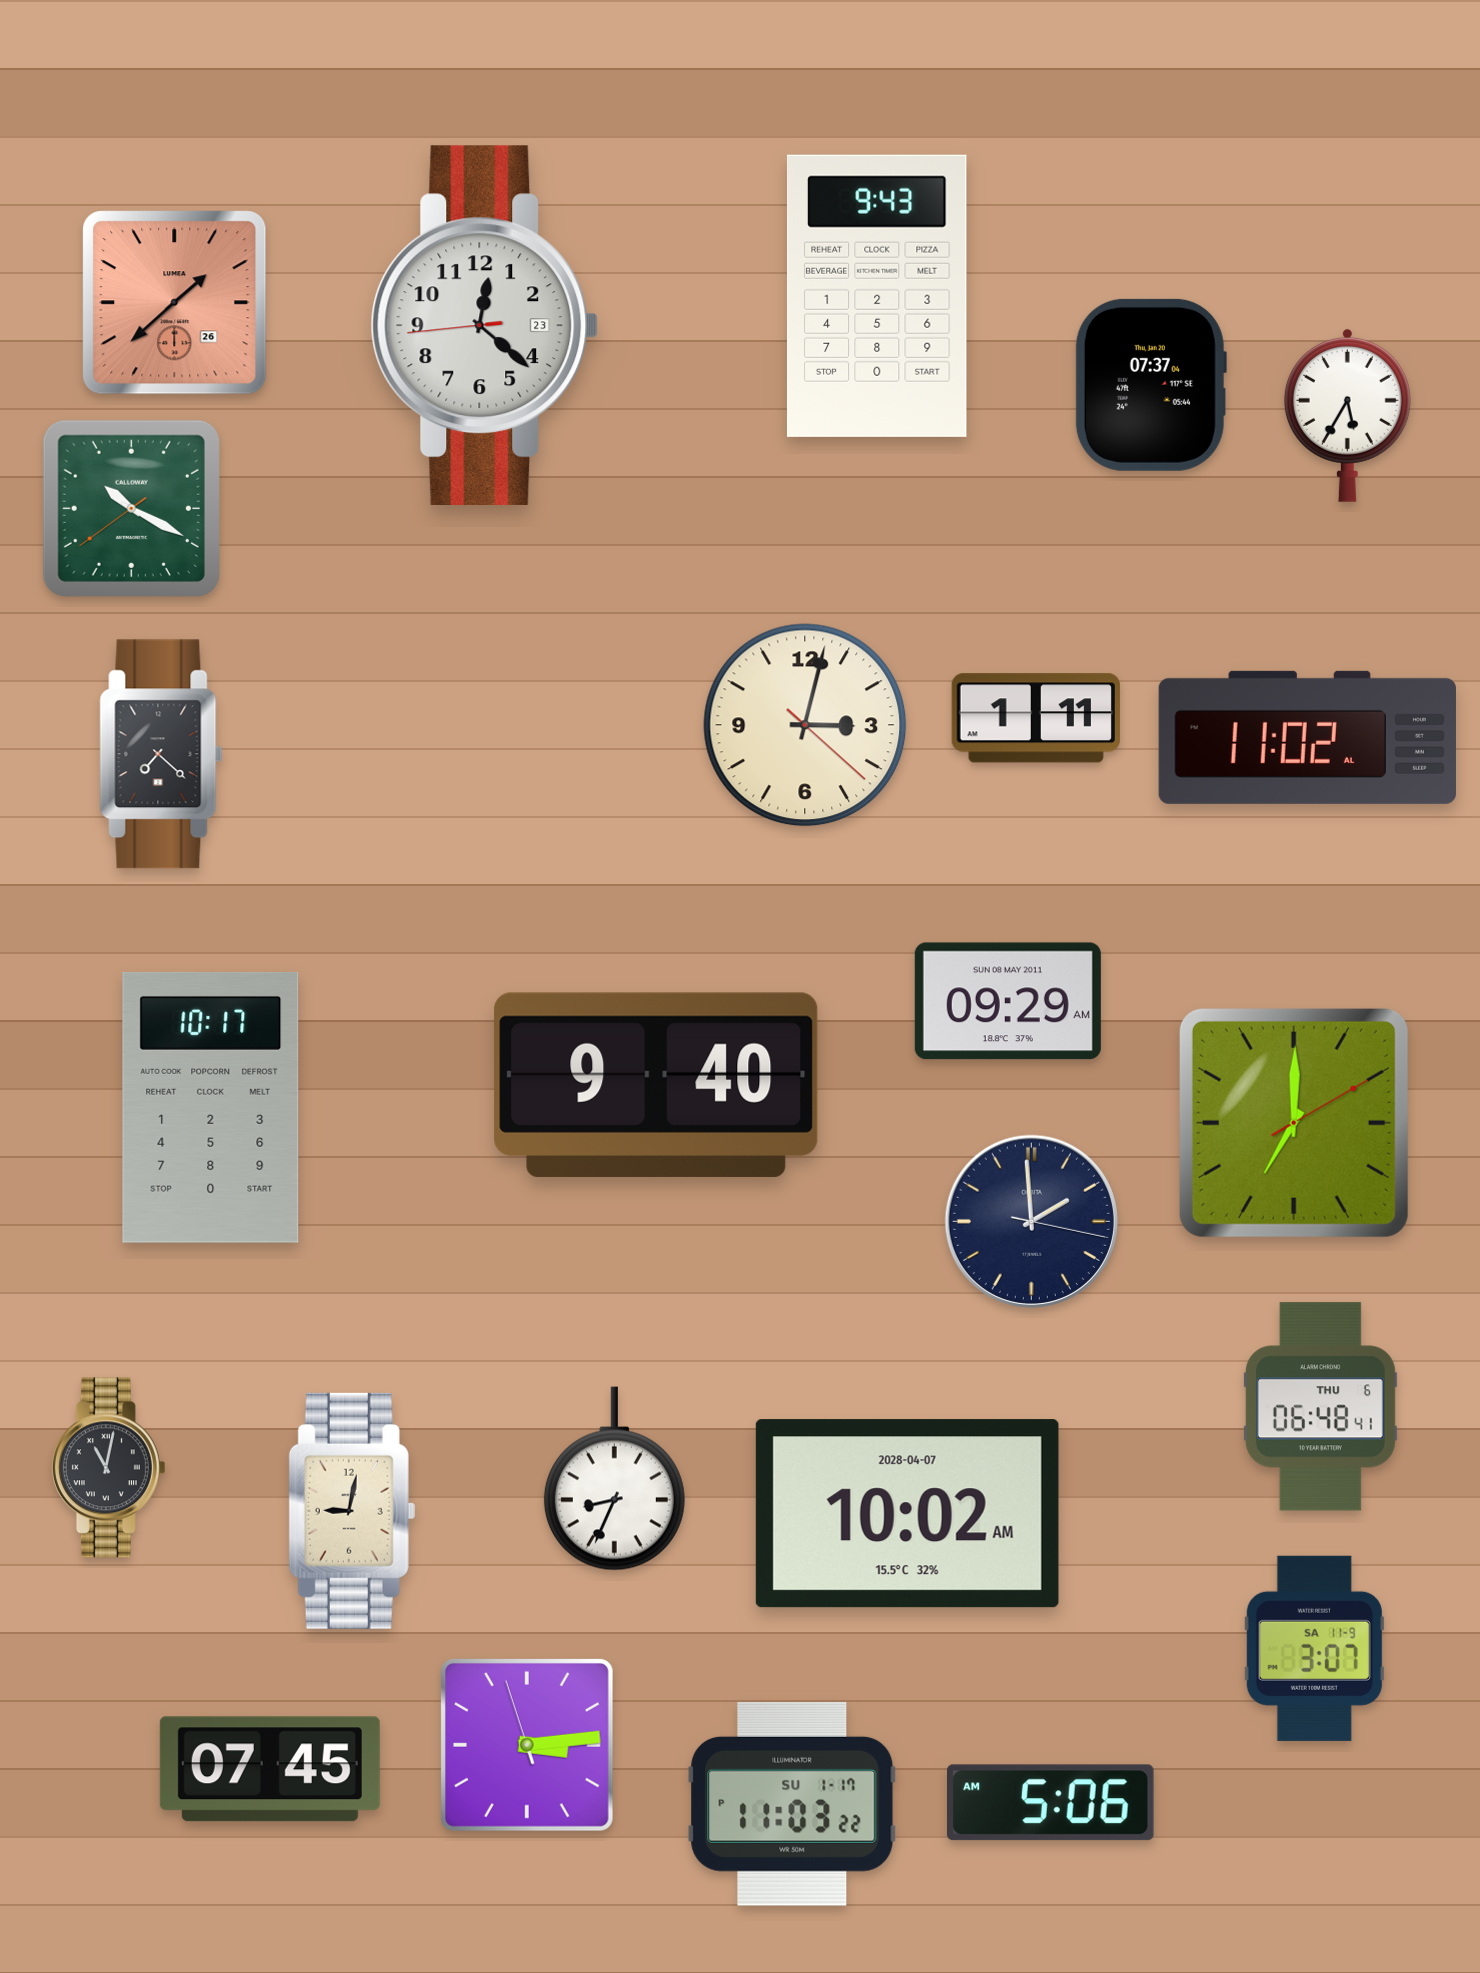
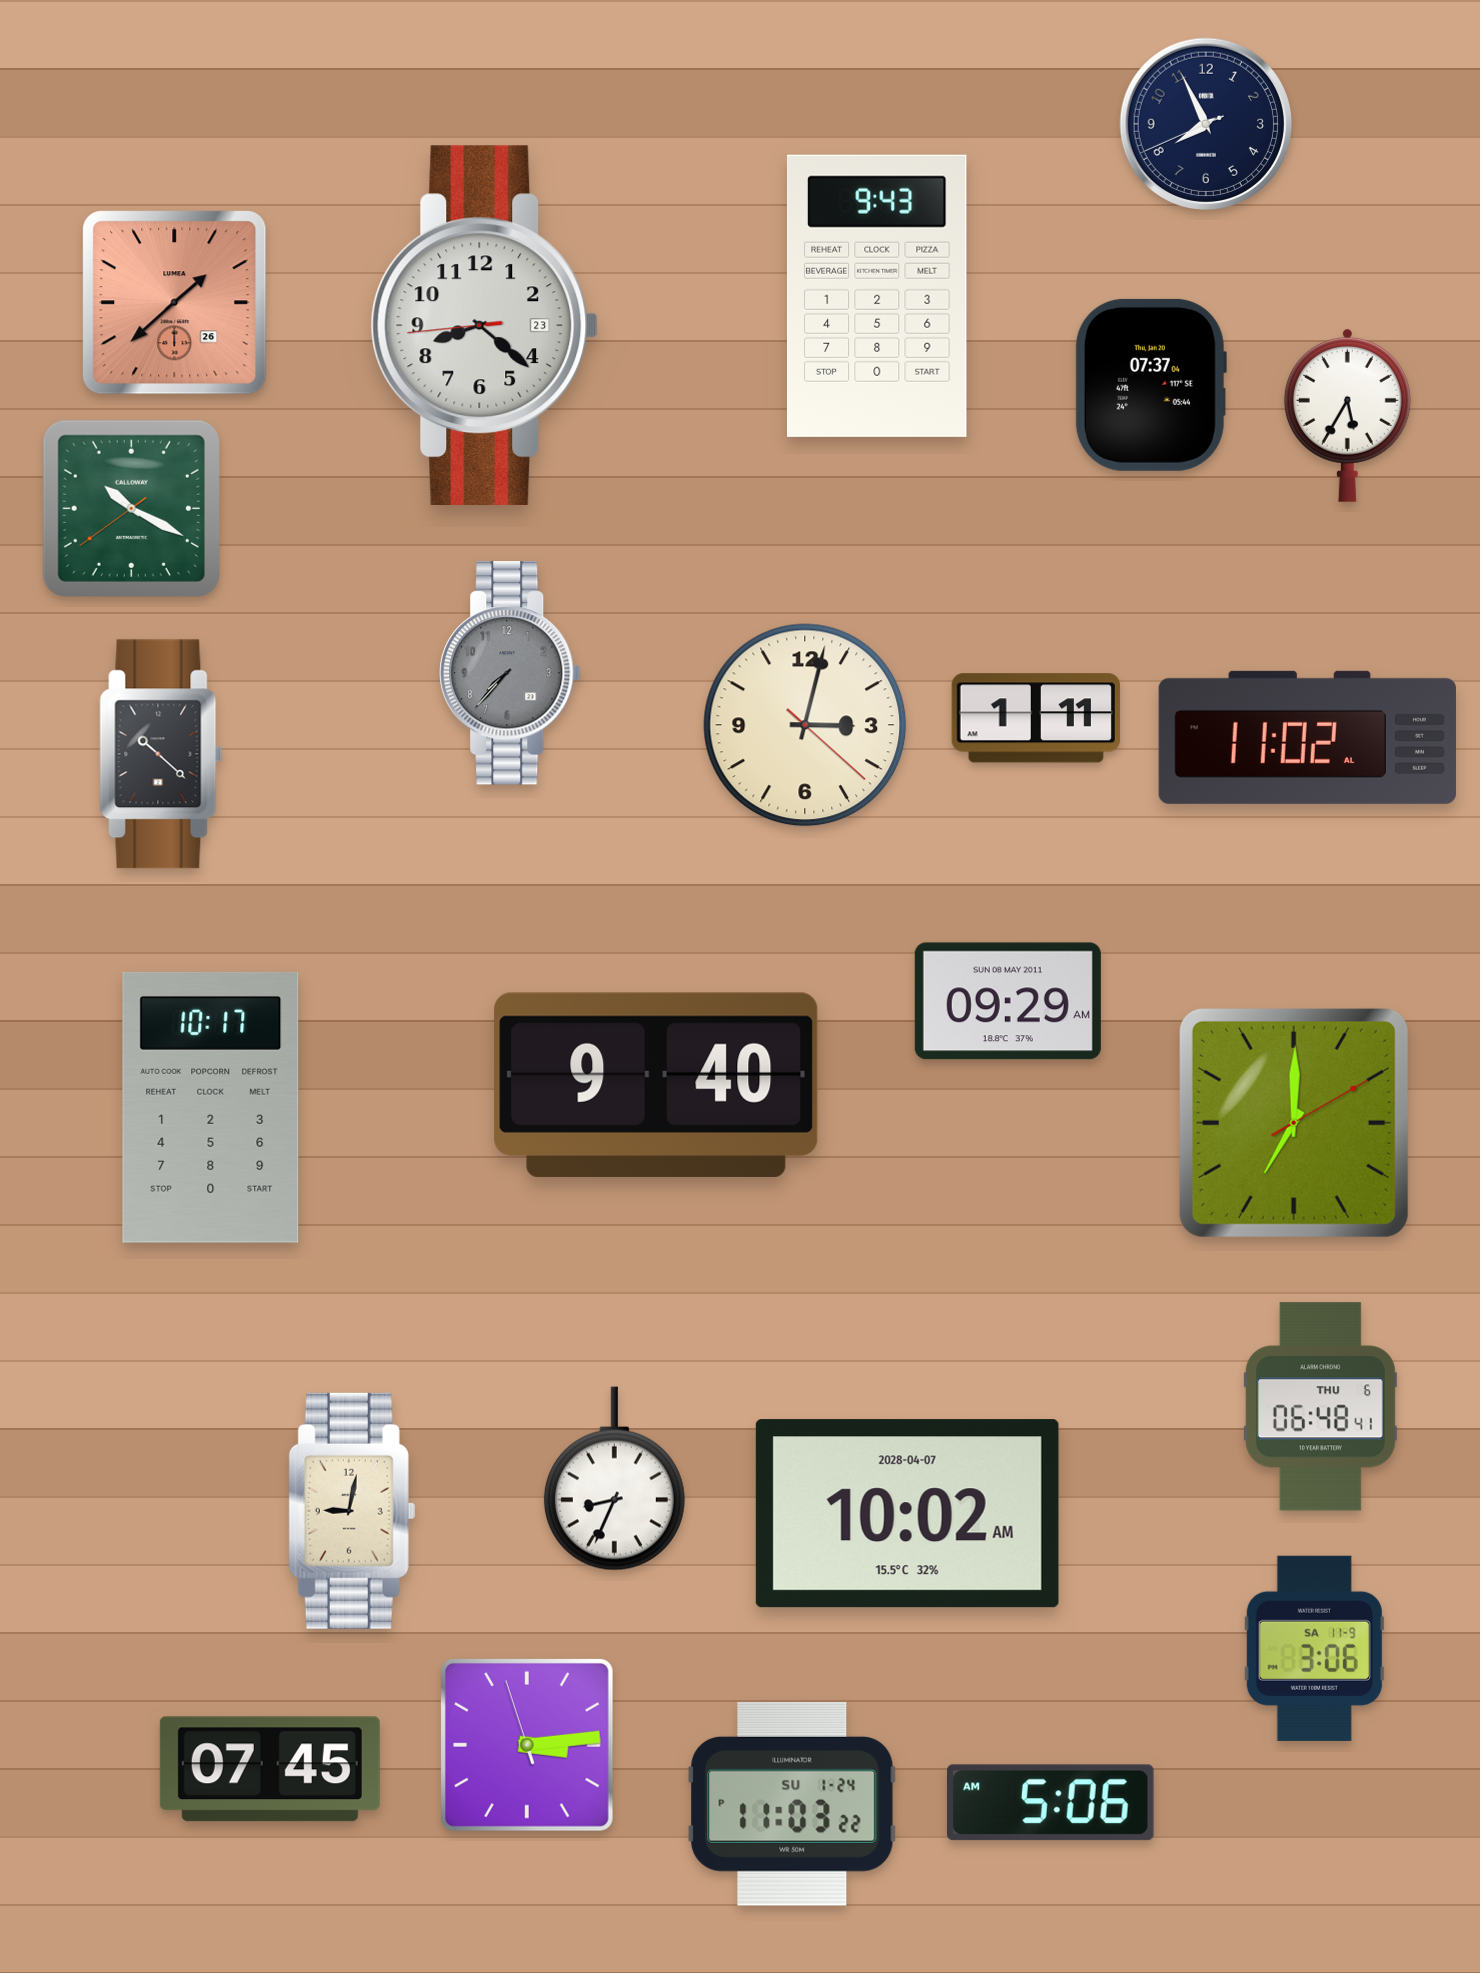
clock at (1205, 123): none -> 7:55
clock at (485, 325): 12:21 -> 8:21
clock at (510, 673): none -> 7:37
clock at (161, 754): 7:22 -> 10:22
clock at (1031, 1221): 1:59 -> none
clock at (108, 1468): 11:02 -> none
clock at (1314, 1648): 3:07 -> 3:06
clock at (792, 1804) date: SU 1-17 -> SU 1-24
